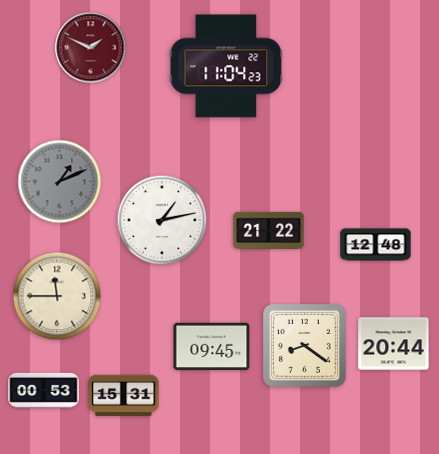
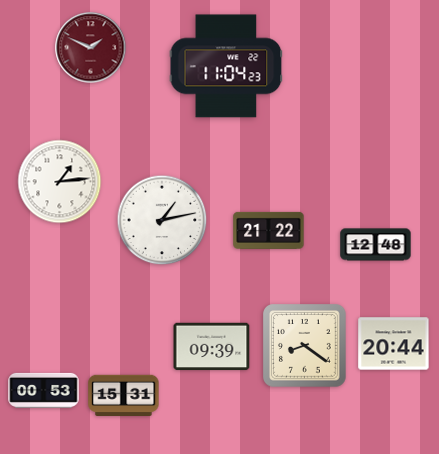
clock at (60, 182): 1:11 -> 1:14
clock at (60, 182) dial: grey -> white
clock at (57, 296): 11:45 -> none
clock at (212, 347): 09:45 -> 09:39
